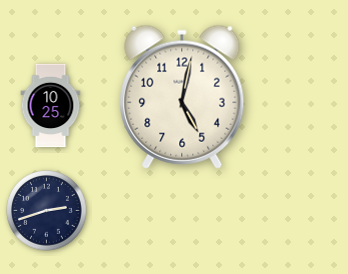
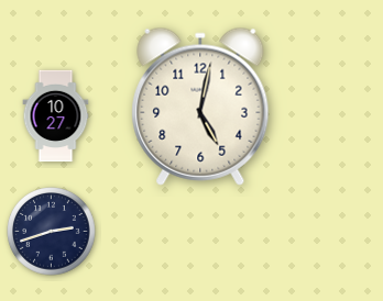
clock at (51, 106): 10:25 -> 10:27
